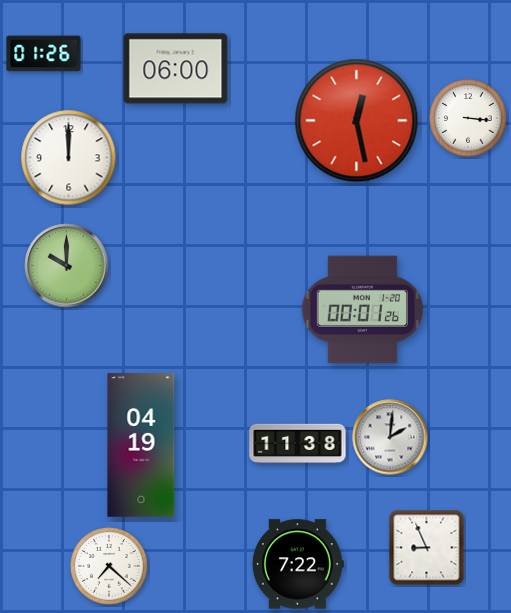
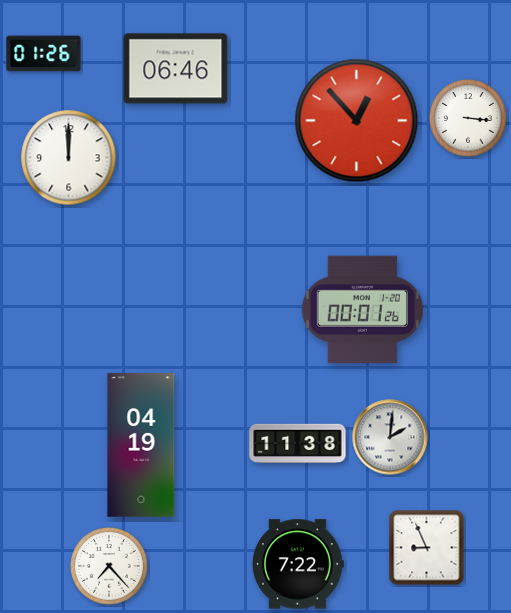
clock at (176, 69): 06:00 -> 06:46
clock at (357, 121): 12:28 -> 12:53
clock at (67, 266): 10:00 -> none
clock at (109, 566): 7:22 -> 7:23
